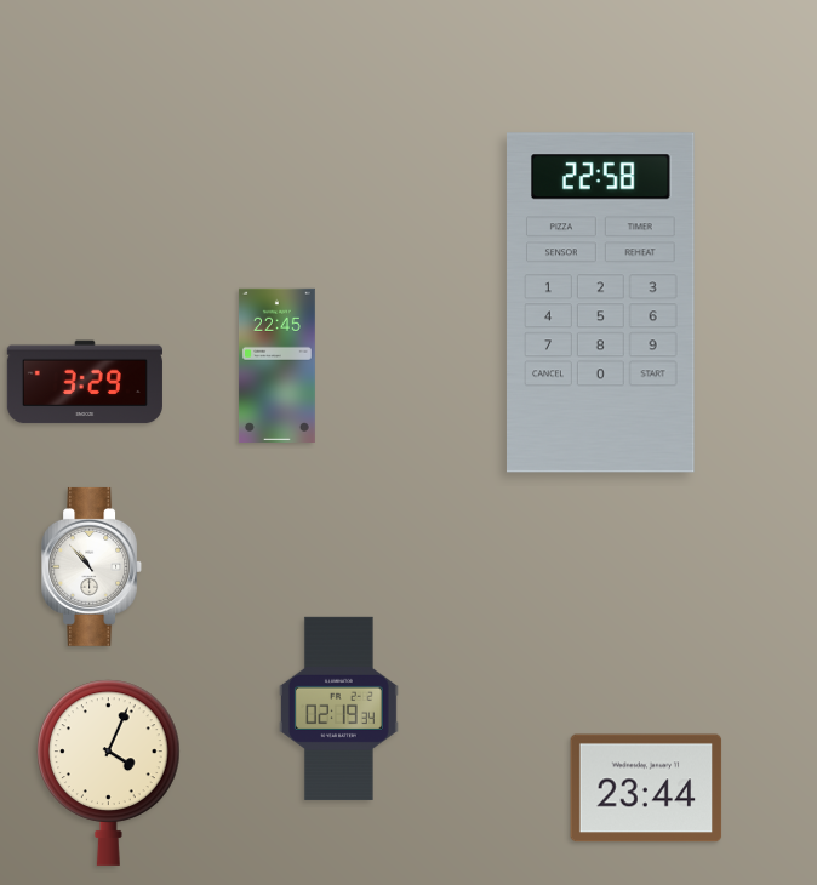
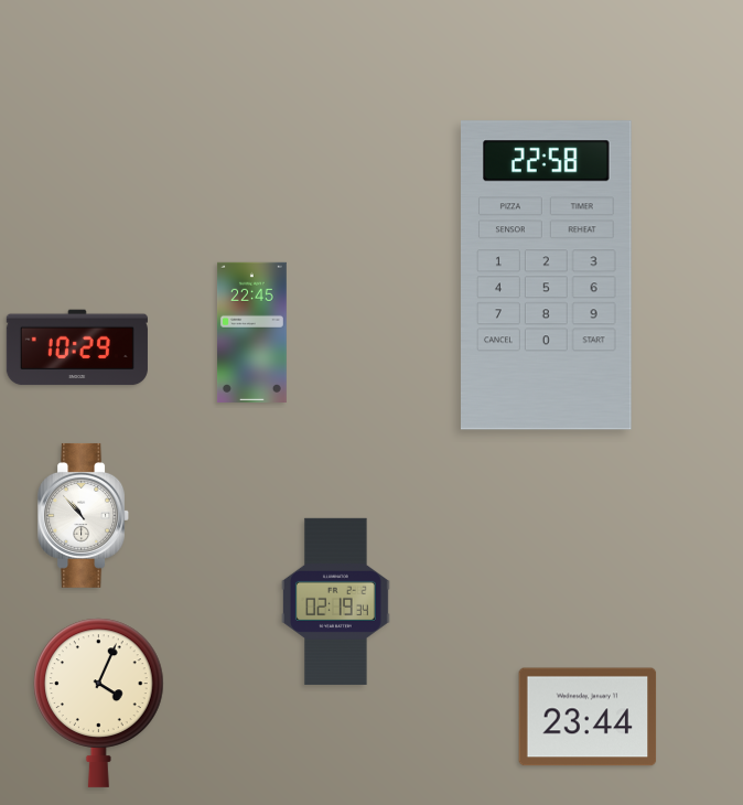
clock at (85, 382): 3:29 -> 10:29
clock at (338, 708) position: (338, 708) -> (335, 601)
